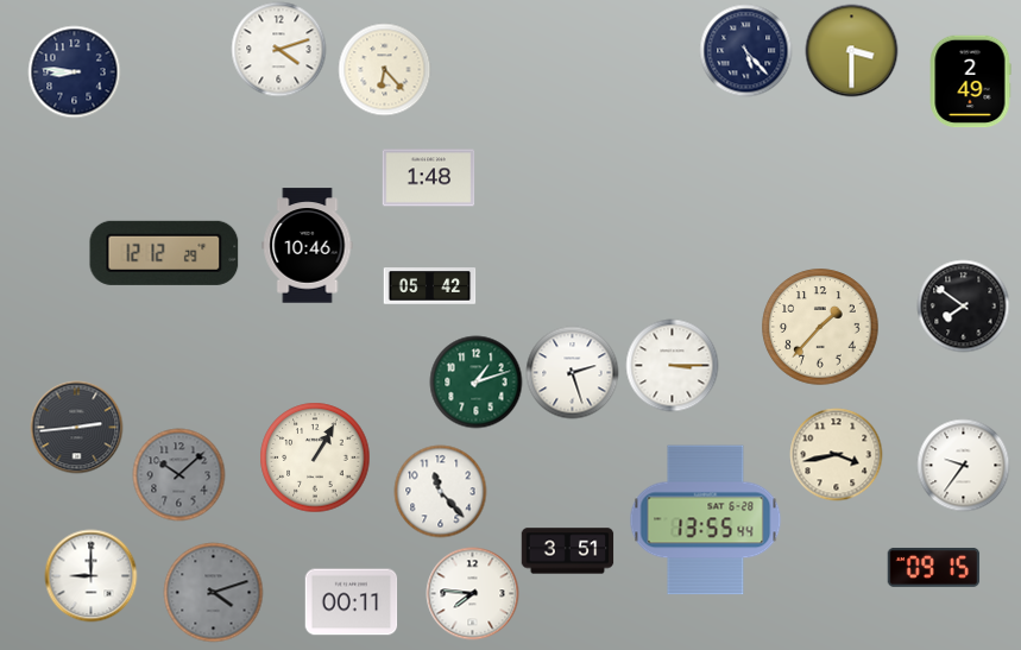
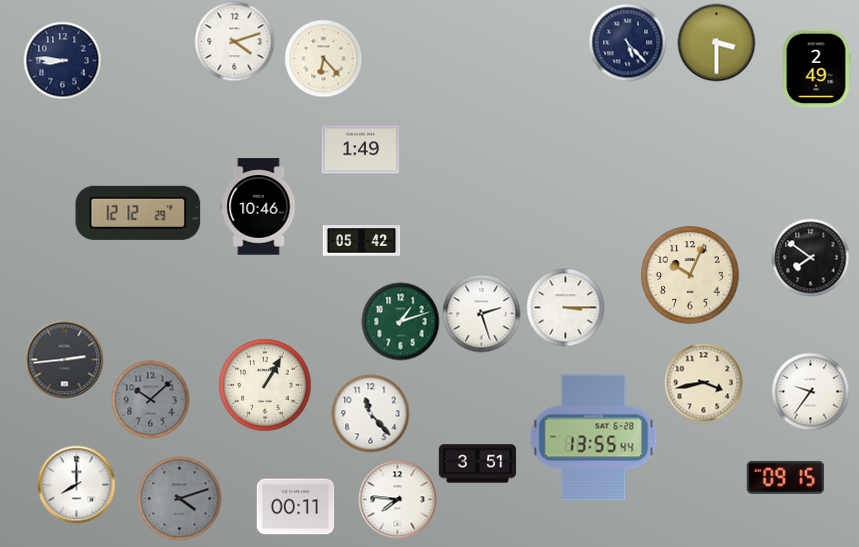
clock at (428, 178): 1:48 -> 1:49
clock at (820, 327): 1:37 -> 10:04
clock at (90, 575): 9:00 -> 8:00
